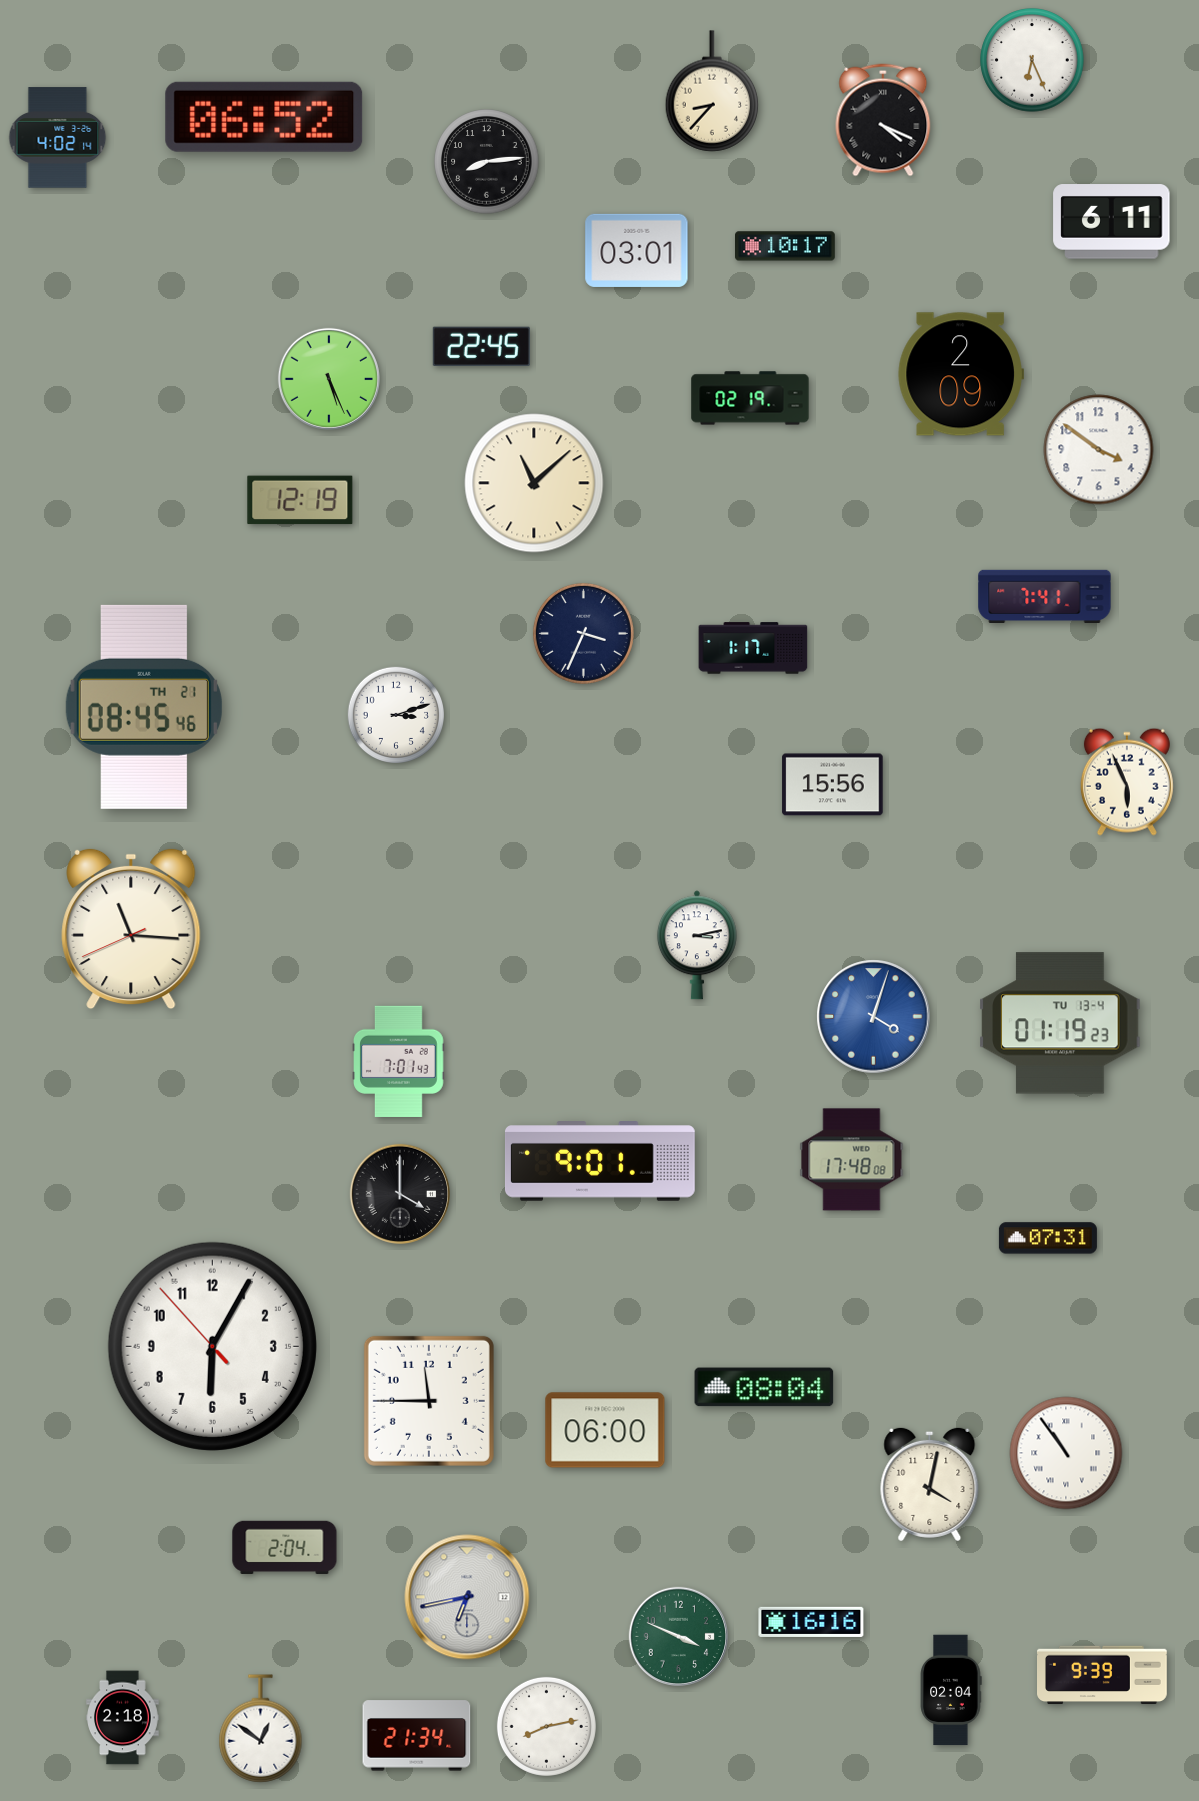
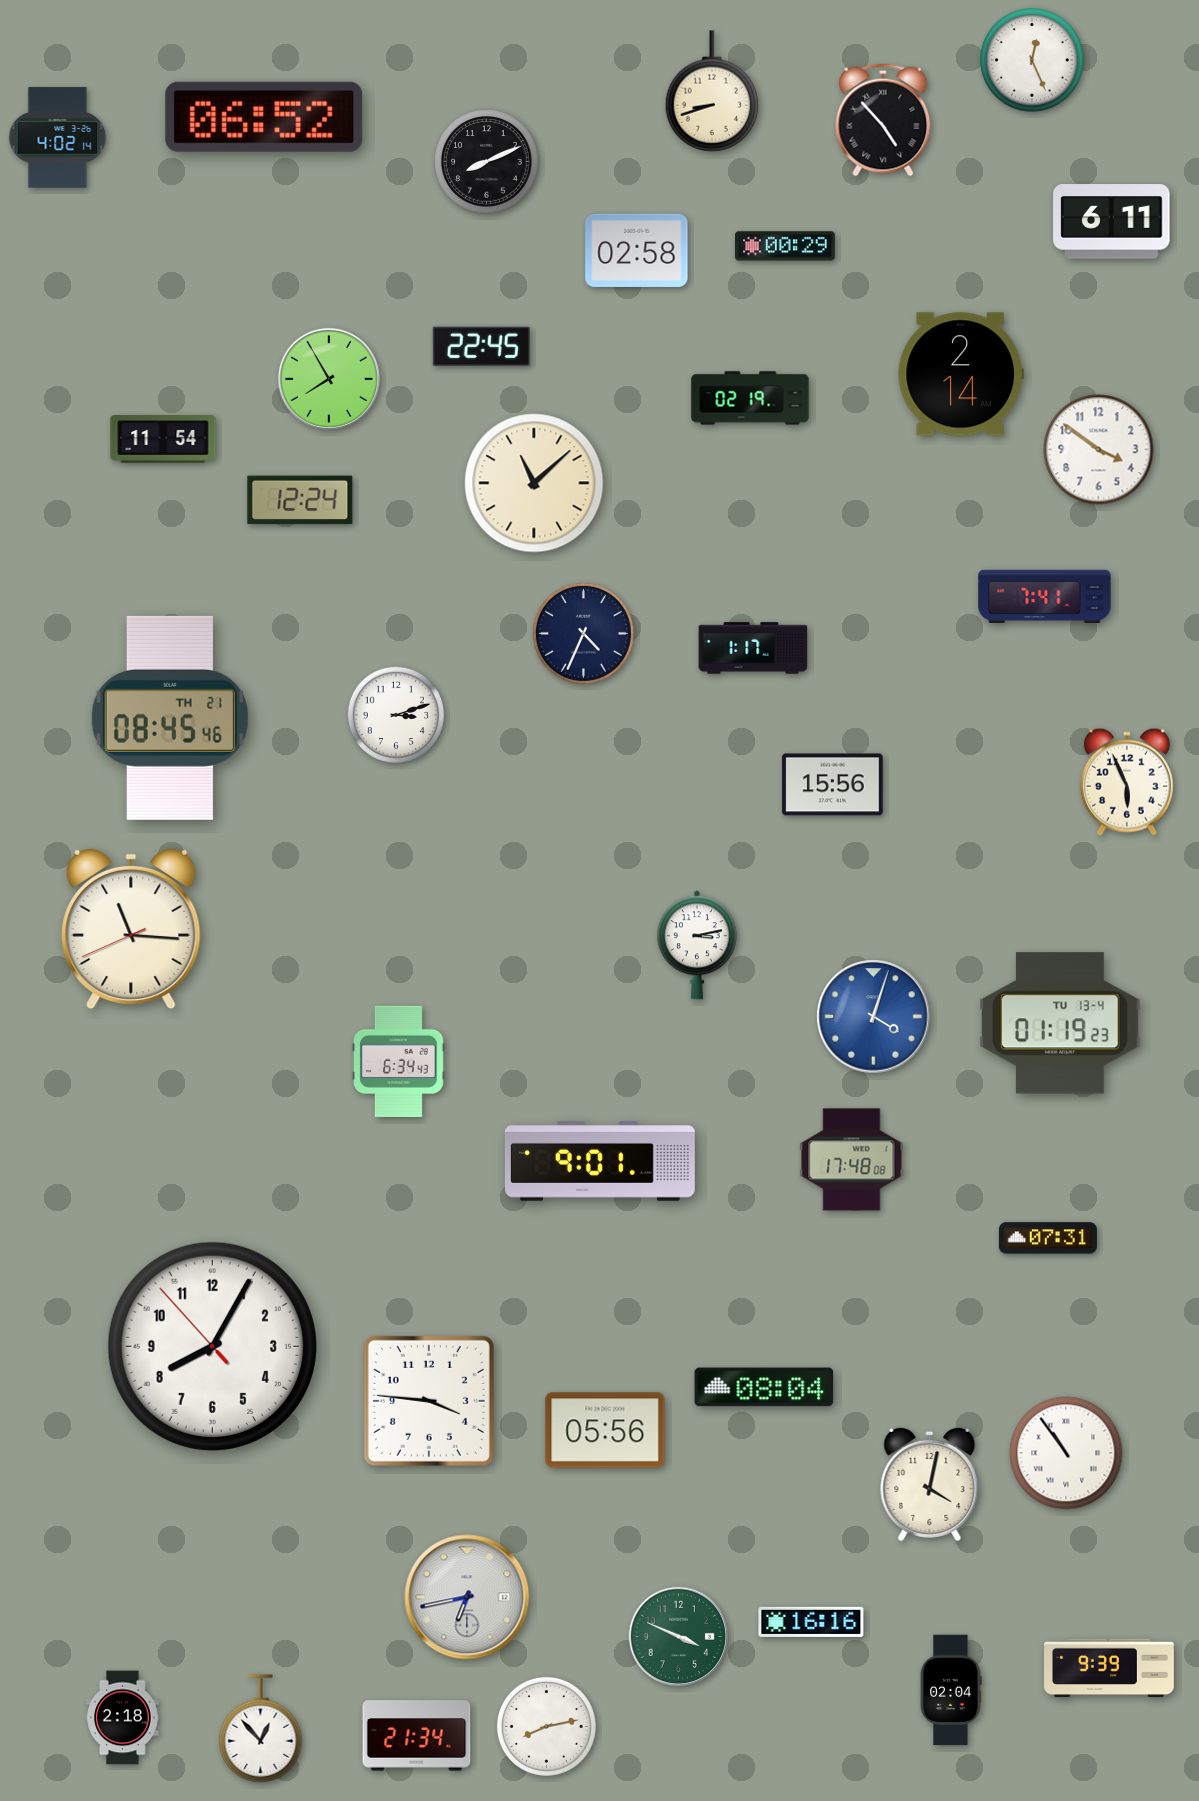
clock at (1032, 60): 6:26 -> 12:26
clock at (712, 91): 8:37 -> 8:42
clock at (883, 120): 4:19 -> 4:53
clock at (487, 162): 8:14 -> 8:11
clock at (785, 246): 10:17 -> 00:29
clock at (637, 250): 03:01 -> 02:58
clock at (961, 374): 2:09 -> 2:14
clock at (329, 379): 5:26 -> 7:55
clock at (163, 439): none -> 11:54
clock at (300, 500): 12:19 -> 12:24
clock at (583, 633): 3:34 -> 4:34
clock at (144, 707) position: (144, 707) -> (170, 718)
clock at (399, 1061): 7:01 -> 6:34
clock at (399, 1193): 4:00 -> none
clock at (212, 1346): 6:04 -> 8:04
clock at (429, 1401): 11:45 -> 3:46
clock at (605, 1430): 06:00 -> 05:56
clock at (285, 1547): 2:04 -> none
clock at (1103, 1675) position: (1103, 1675) -> (1110, 1668)
clock at (261, 1729): 12:51 -> 12:53
